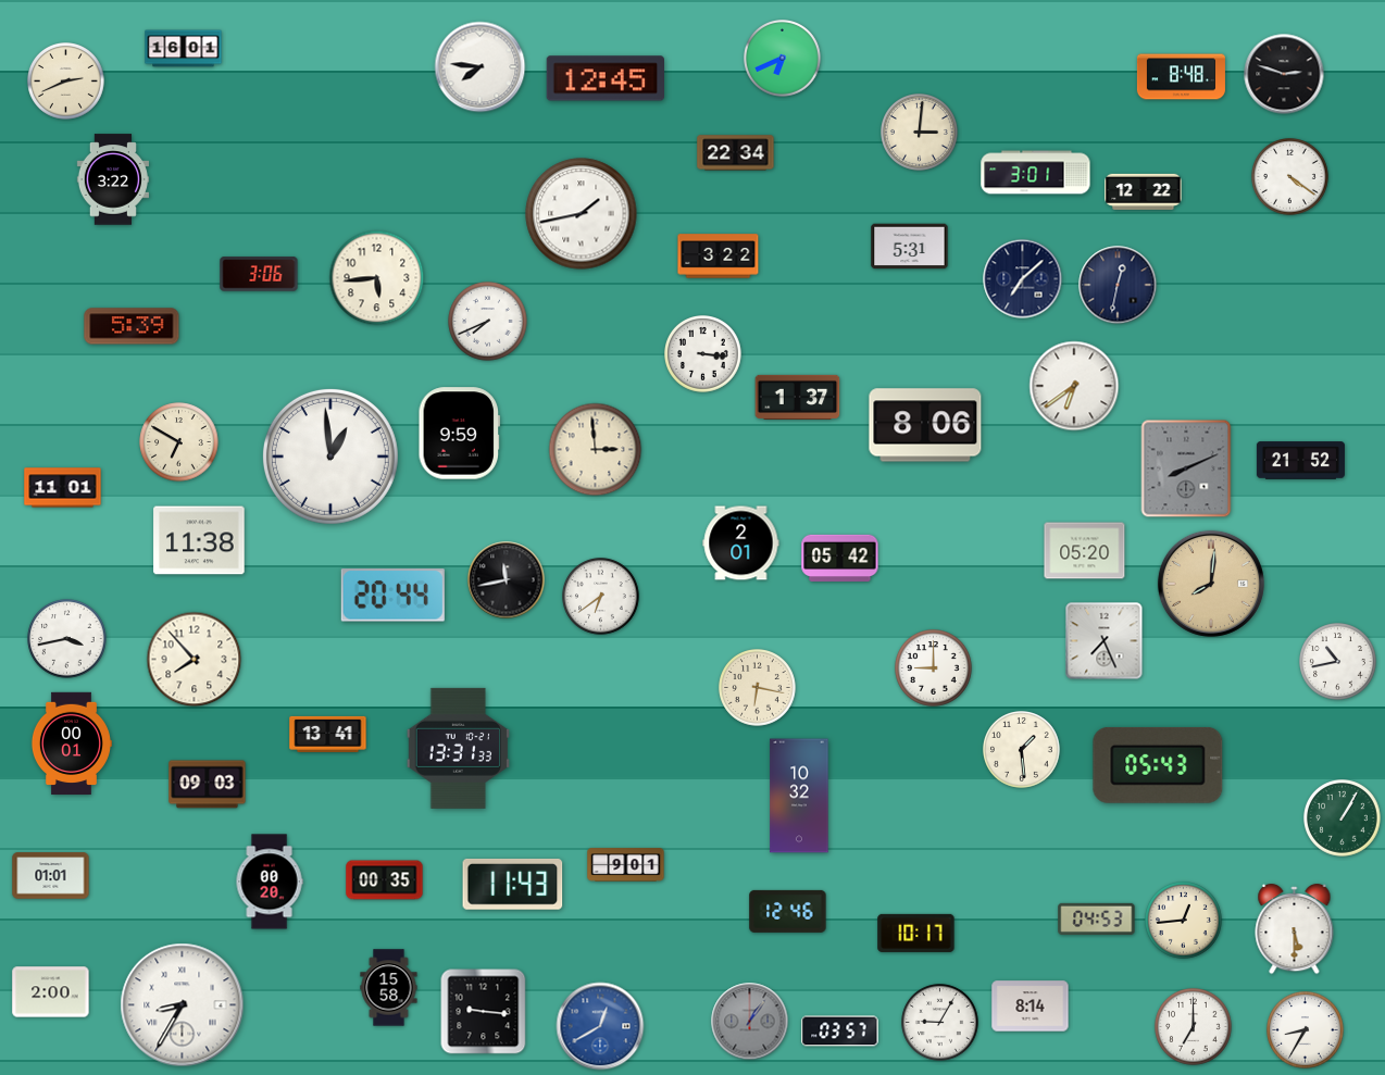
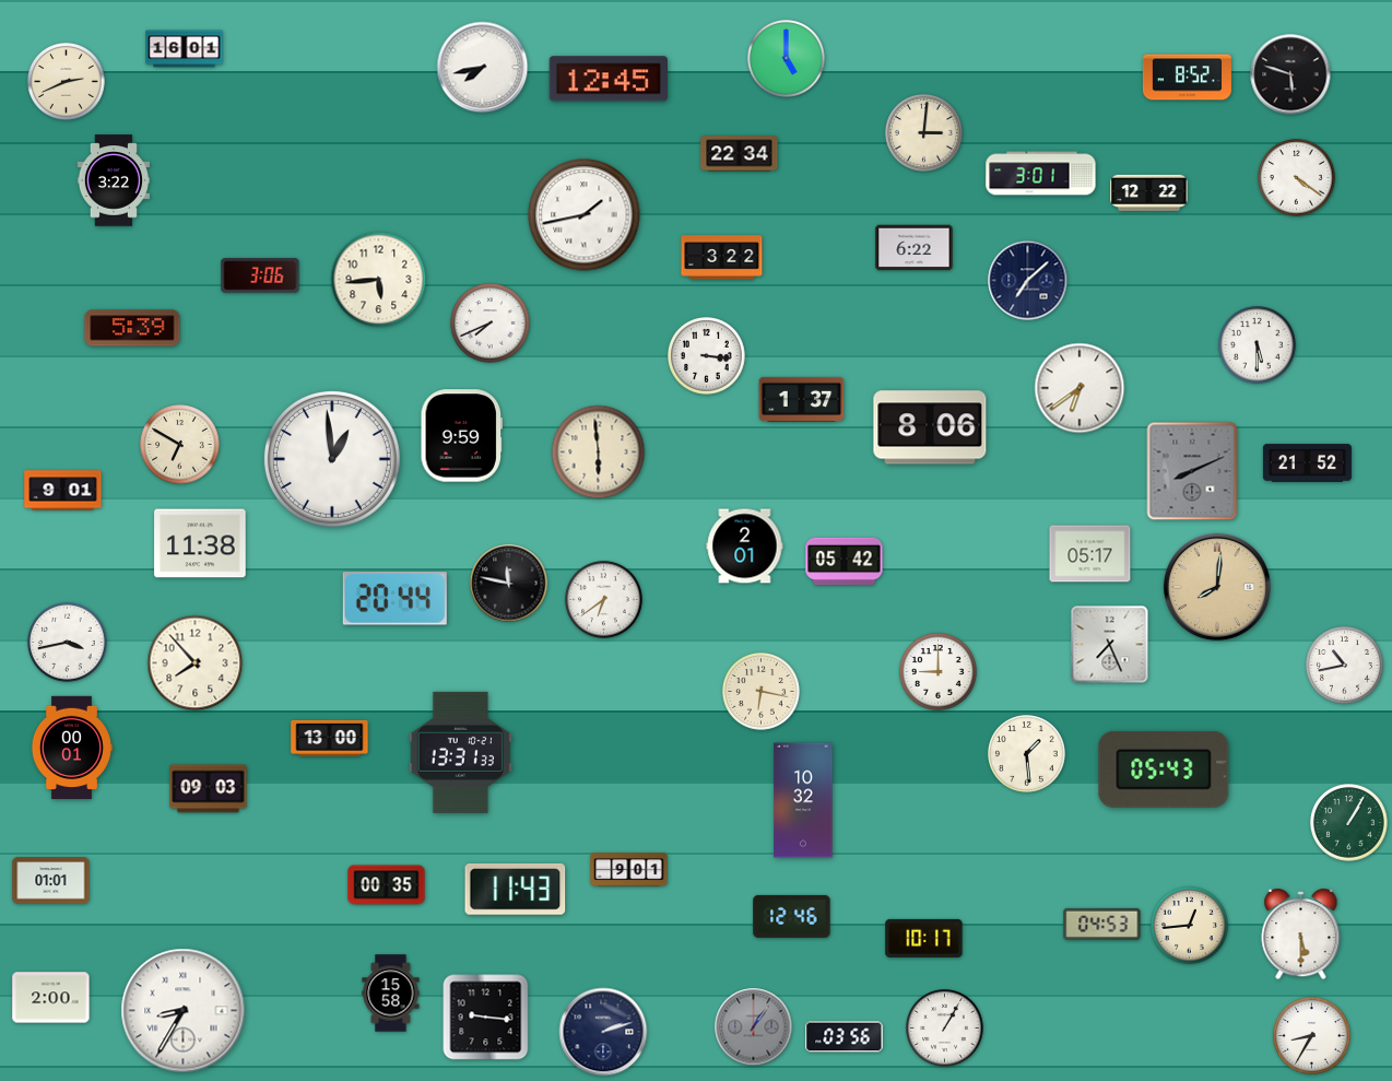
clock at (783, 59): 6:41 -> 5:00
clock at (481, 67): 7:46 -> 7:43
clock at (1284, 74): 2:48 -> 5:48
clock at (1181, 77): 8:48 -> 8:52
clock at (910, 247): 5:31 -> 6:22
clock at (1118, 285): 12:32 -> none
clock at (1258, 345): none -> 5:30
clock at (596, 450): 2:59 -> 5:59
clock at (63, 488): 11:01 -> 9:01
clock at (1085, 551): 05:20 -> 05:17
clock at (507, 580): 11:43 -> 11:47
clock at (328, 734): 13:41 -> 13:00
clock at (270, 882): 00:20 -> none
clock at (916, 933) position: (916, 933) -> (924, 938)
clock at (1031, 1007): 8:14 -> none
clock at (940, 1023): 9:05 -> 1:05
clock at (600, 1026): 12:40 -> 2:12
clock at (600, 1026) dial: blue -> navy
clock at (1194, 1027): 7:00 -> none
clock at (840, 1032): 03:57 -> 03:56
